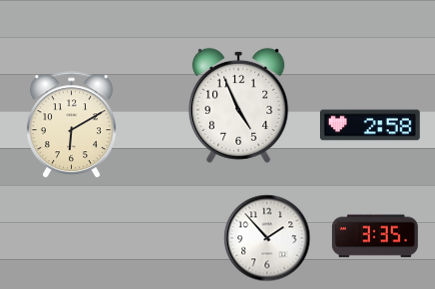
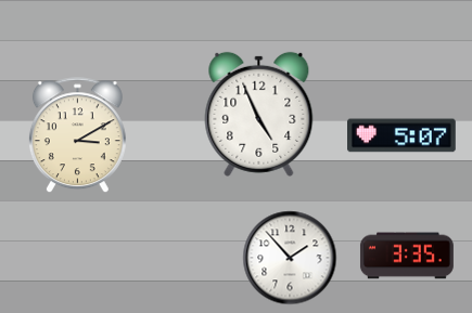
clock at (71, 125): 6:10 -> 3:10
clock at (371, 125): 2:58 -> 5:07
